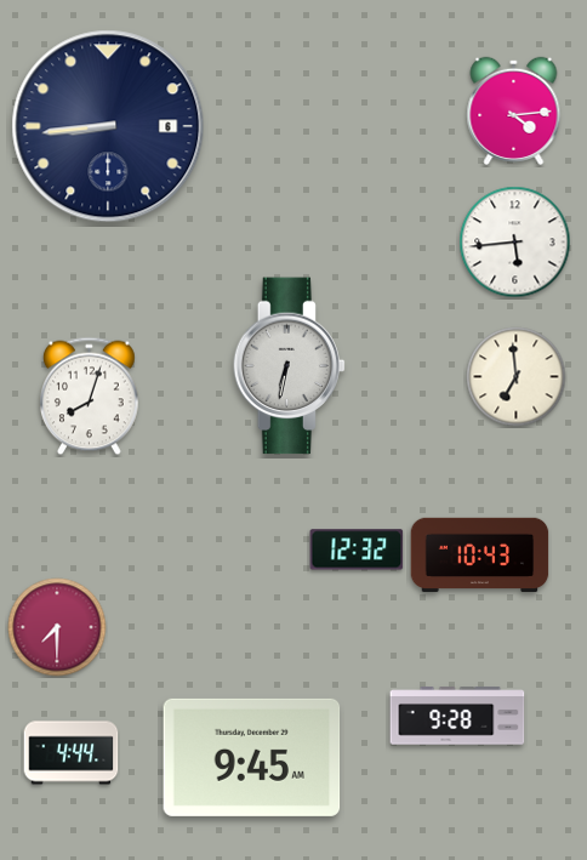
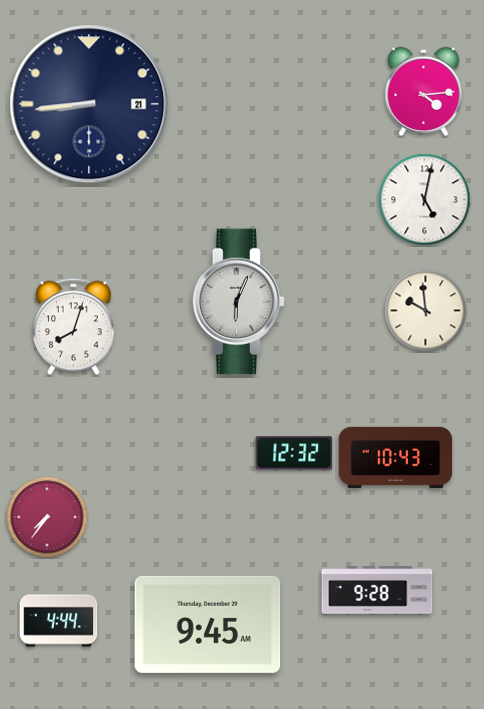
clock at (108, 126) date: 6 -> 21
clock at (515, 243): 5:44 -> 5:02
clock at (290, 366): 6:32 -> 6:04
clock at (517, 377): 6:59 -> 9:59
clock at (57, 627): 7:30 -> 7:36
